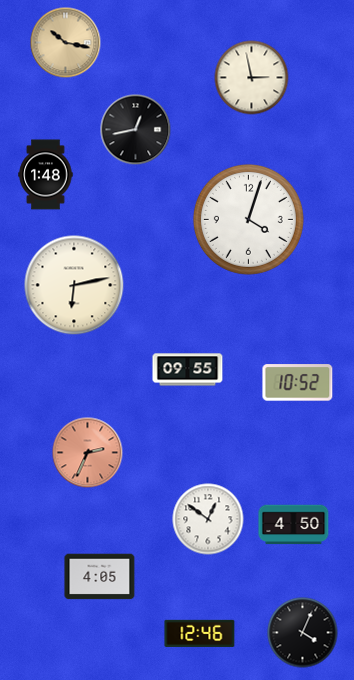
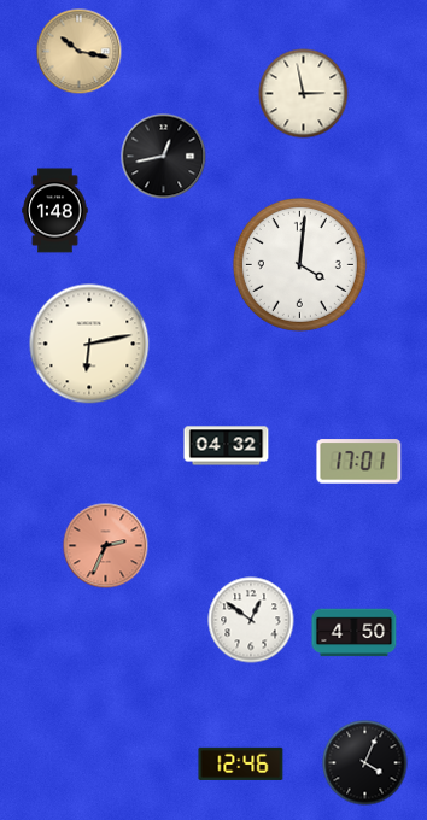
clock at (248, 219): 4:03 -> 4:01
clock at (188, 370): 09:55 -> 04:32
clock at (298, 383): 10:52 -> 17:01
clock at (208, 519) position: (208, 519) -> (251, 620)
clock at (100, 577): 4:05 -> none
